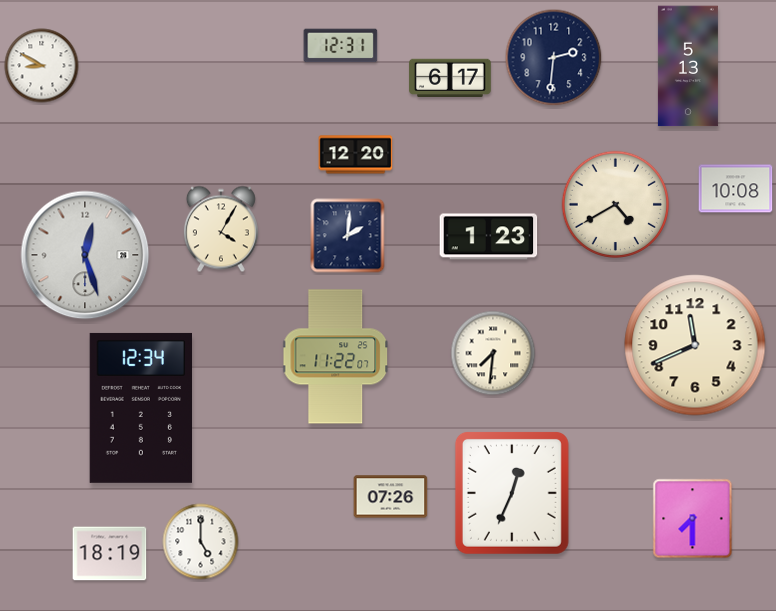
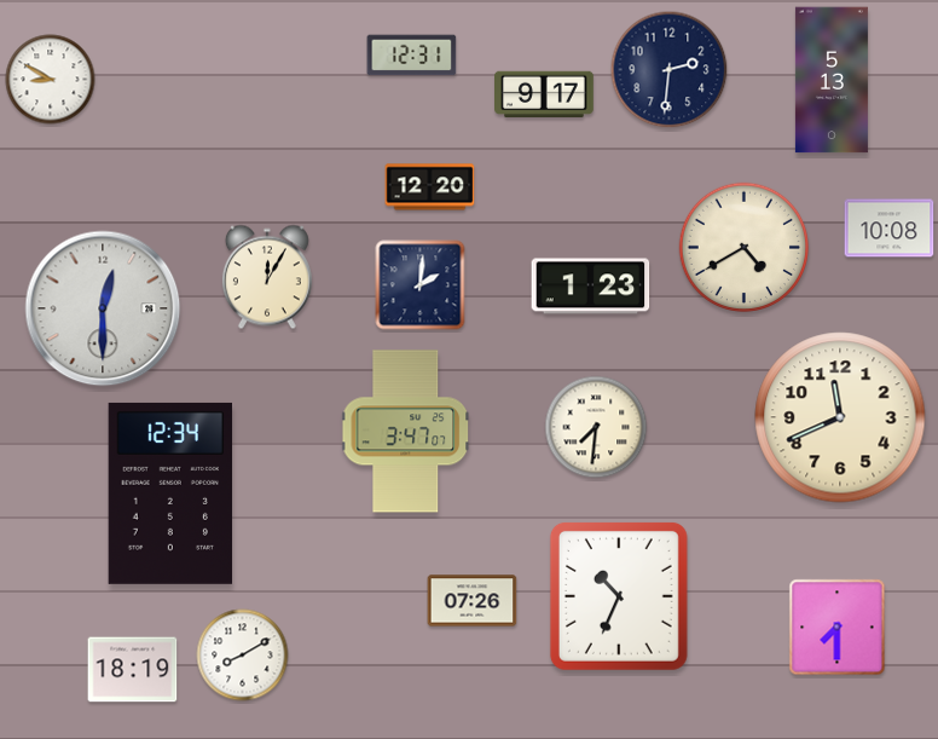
clock at (451, 77): 6:17 -> 9:17
clock at (221, 229): 4:05 -> 12:05
clock at (85, 255): 12:27 -> 12:30
clock at (336, 357): 11:22 -> 3:47
clock at (512, 493): 12:34 -> 10:34
clock at (201, 542): 5:00 -> 8:10
